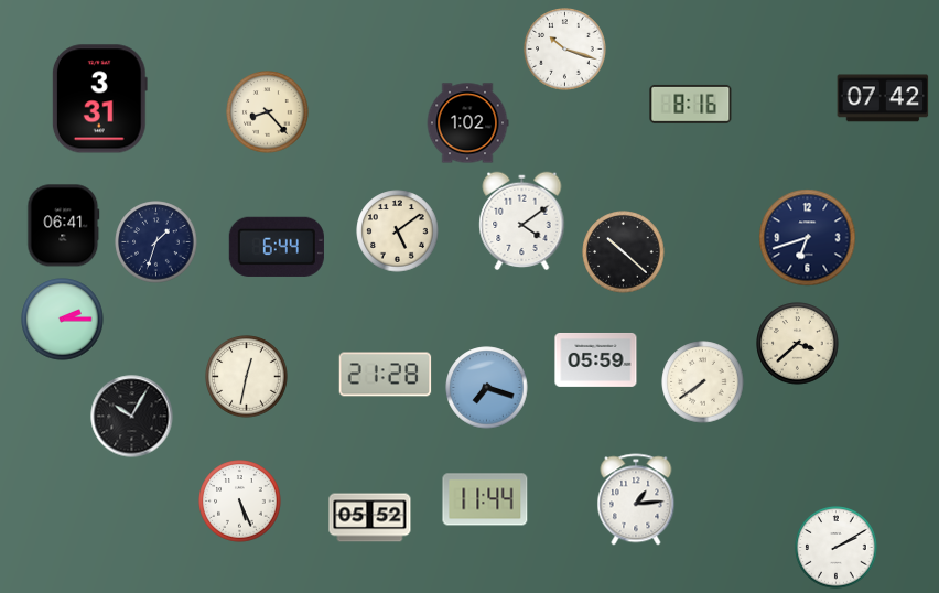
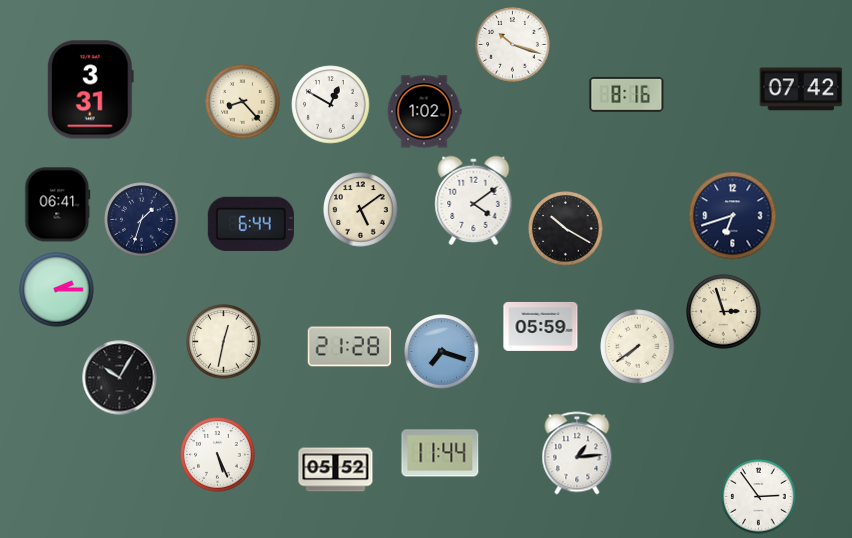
clock at (331, 105): none -> 12:50
clock at (624, 252): 10:22 -> 10:20
clock at (798, 344): 3:38 -> 2:57
clock at (386, 375) position: (386, 375) -> (350, 347)
clock at (837, 548): 2:10 -> 2:54
